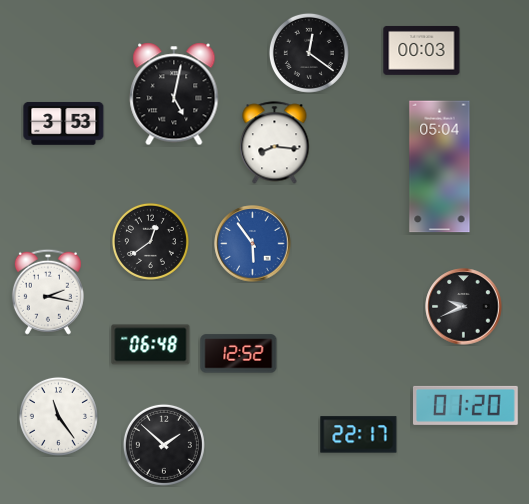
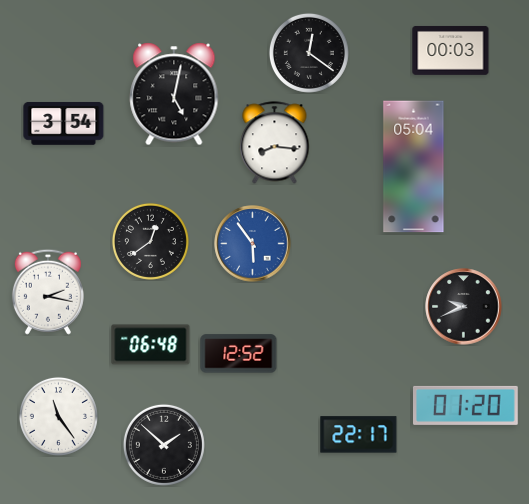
clock at (422, 50) position: (422, 50) -> (451, 50)
clock at (64, 124): 3:53 -> 3:54
clock at (440, 167) position: (440, 167) -> (414, 167)
